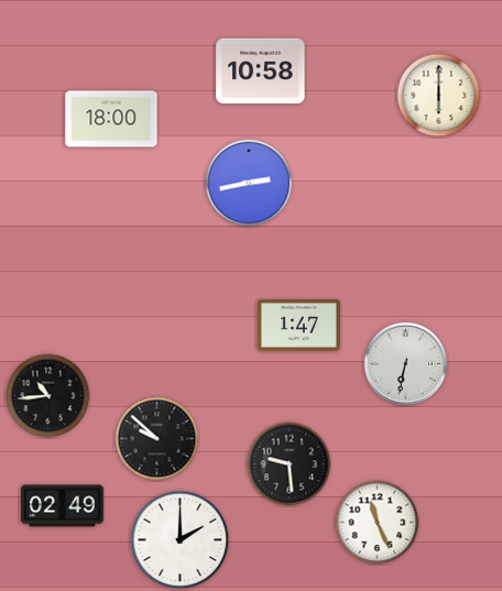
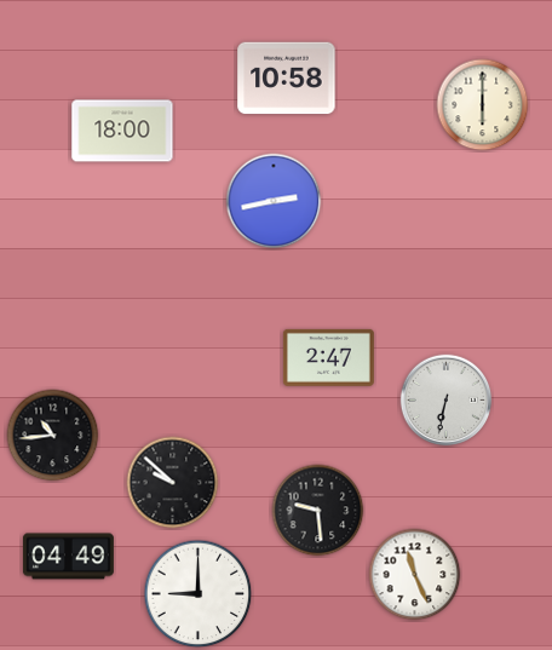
clock at (298, 325): 1:47 -> 2:47
clock at (62, 506): 02:49 -> 04:49
clock at (181, 540): 2:00 -> 9:00
